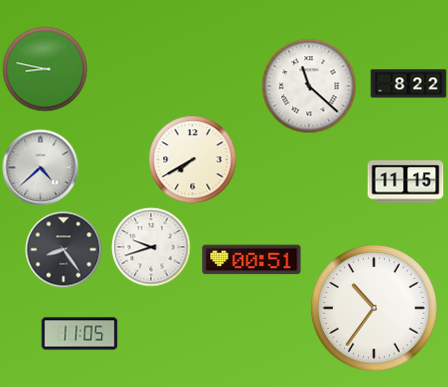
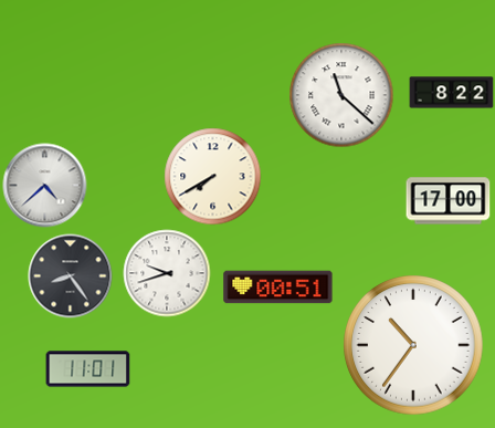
clock at (45, 69): 8:47 -> none
clock at (406, 182): 11:15 -> 17:00
clock at (374, 308) position: (374, 308) -> (413, 345)
clock at (80, 334): 11:05 -> 11:01
